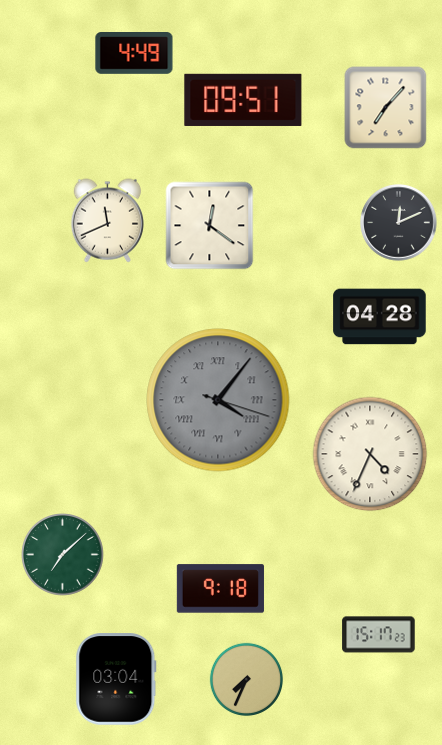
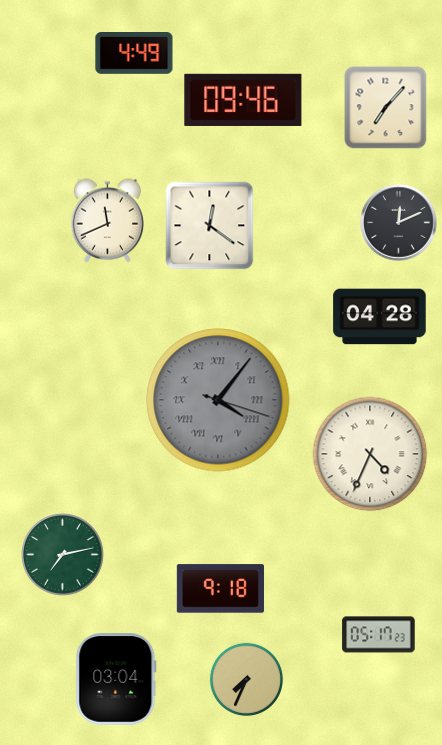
clock at (243, 100): 09:51 -> 09:46
clock at (63, 555): 7:08 -> 7:13
clock at (379, 635): 15:17 -> 05:17
